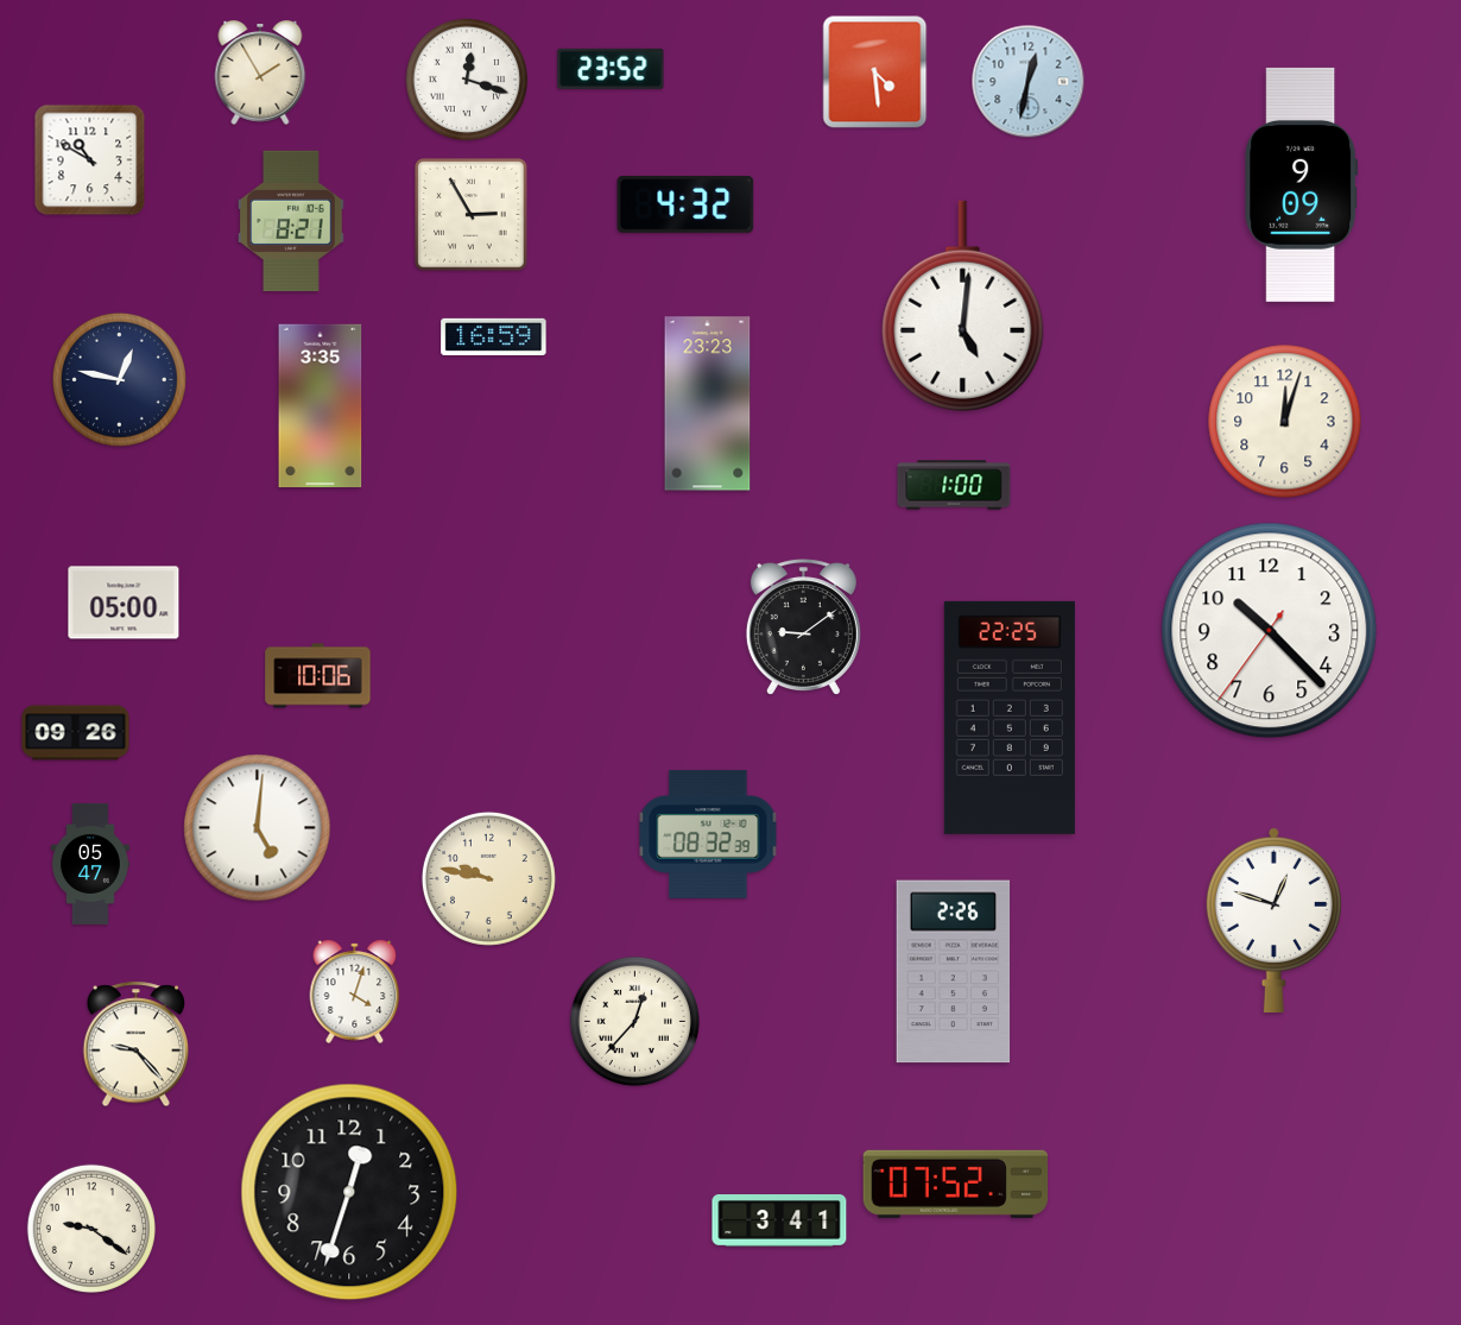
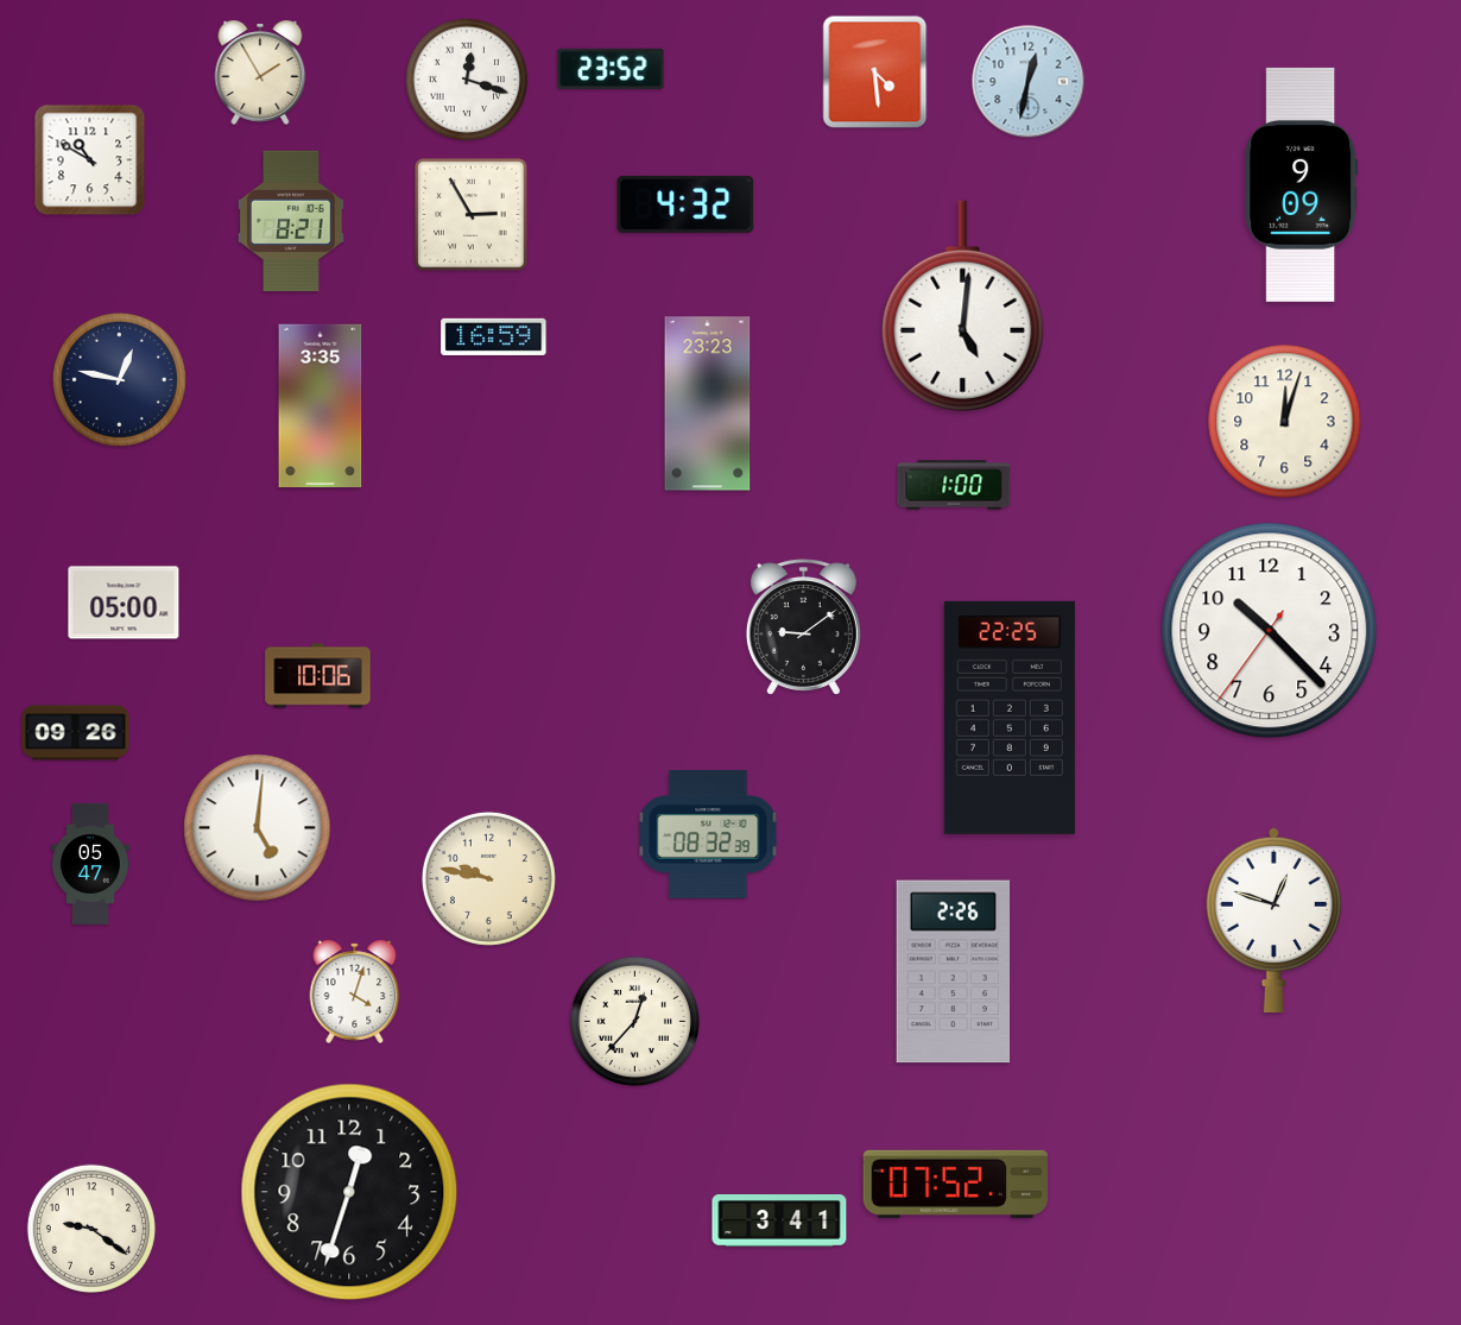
clock at (135, 1045): 9:23 -> none
